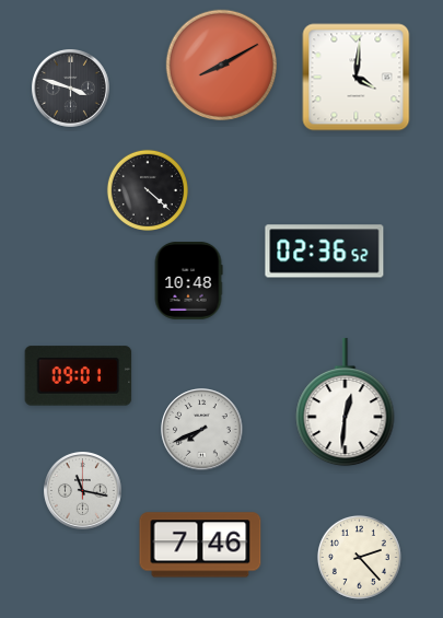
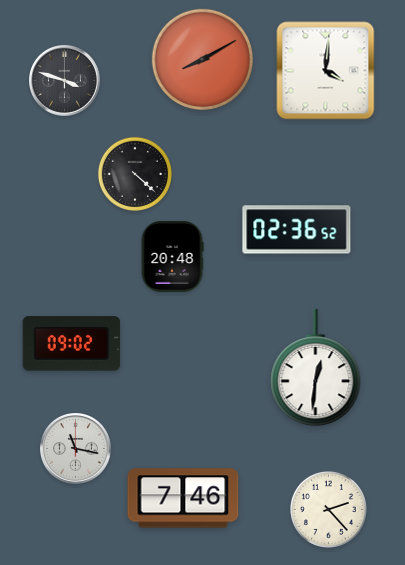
clock at (188, 281): 10:48 -> 20:48
clock at (79, 376): 09:01 -> 09:02
clock at (202, 430): 7:41 -> none
